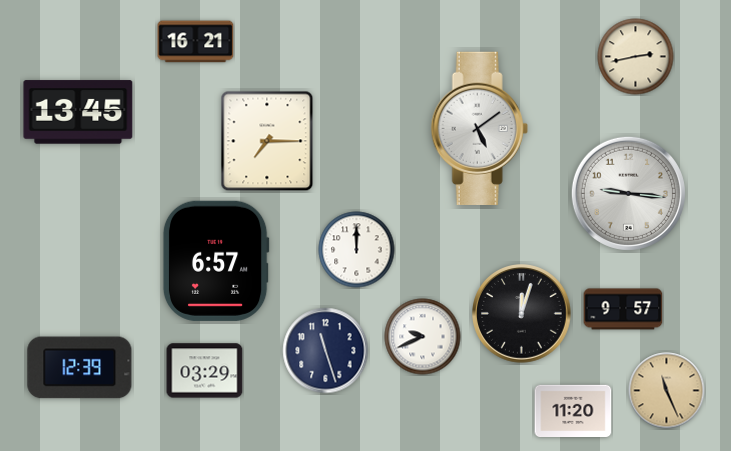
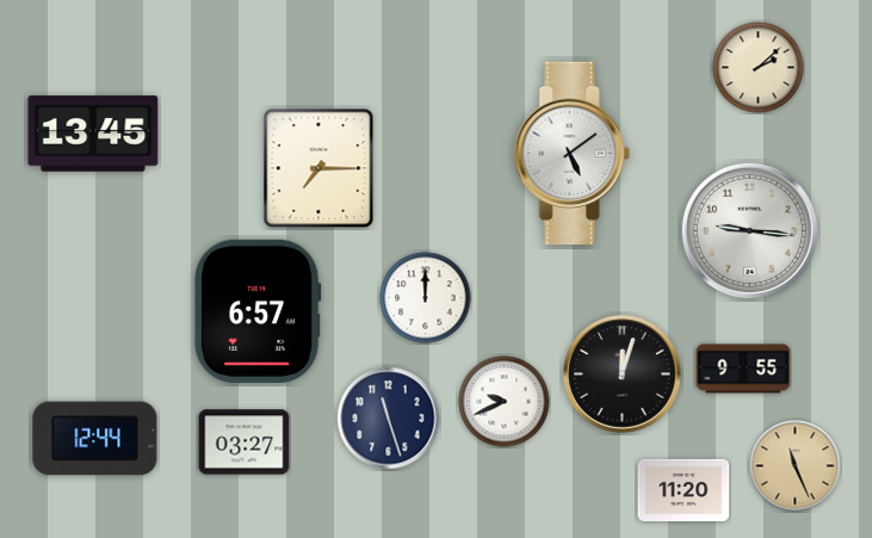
clock at (196, 42): 16:21 -> none
clock at (636, 57): 2:43 -> 2:08
clock at (623, 309): 9:57 -> 9:55
clock at (80, 368): 12:39 -> 12:44
clock at (205, 371): 03:29 -> 03:27
